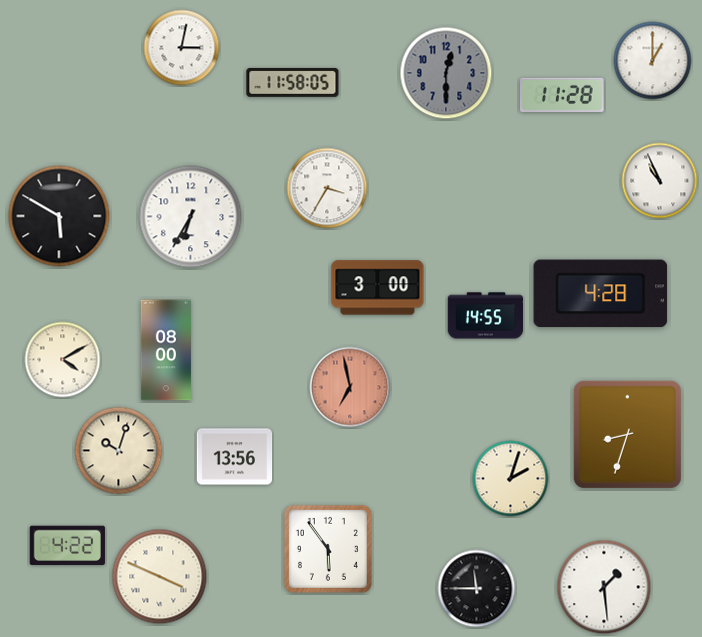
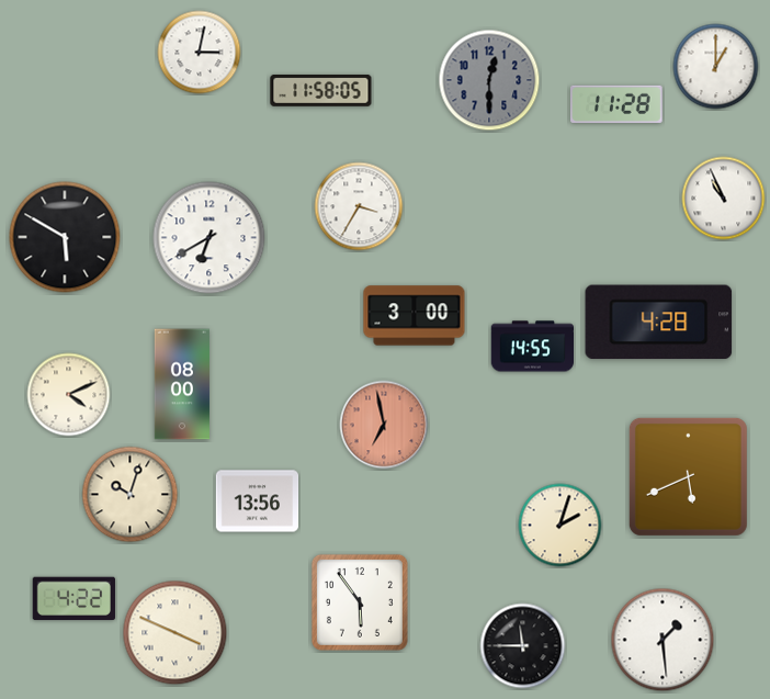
clock at (191, 217): 6:35 -> 6:40
clock at (63, 360): 4:10 -> 4:11
clock at (627, 434): 8:33 -> 5:41
clock at (604, 587) position: (604, 587) -> (663, 640)
